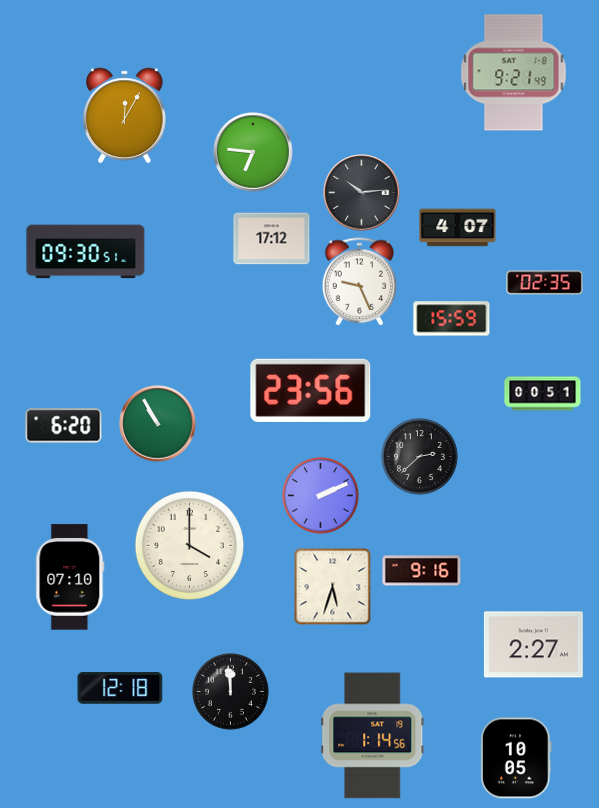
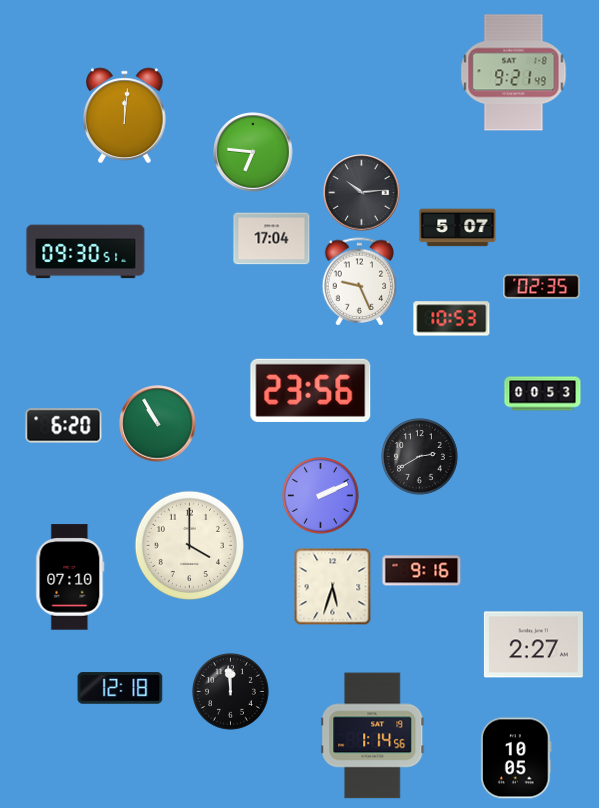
clock at (125, 116): 12:05 -> 12:01
clock at (458, 228): 4:07 -> 5:07
clock at (272, 239): 17:12 -> 17:04
clock at (545, 283) position: (545, 283) -> (542, 287)
clock at (452, 319): 15:59 -> 10:53
clock at (543, 394): 00:51 -> 00:53
clock at (420, 457): 2:38 -> 2:40
